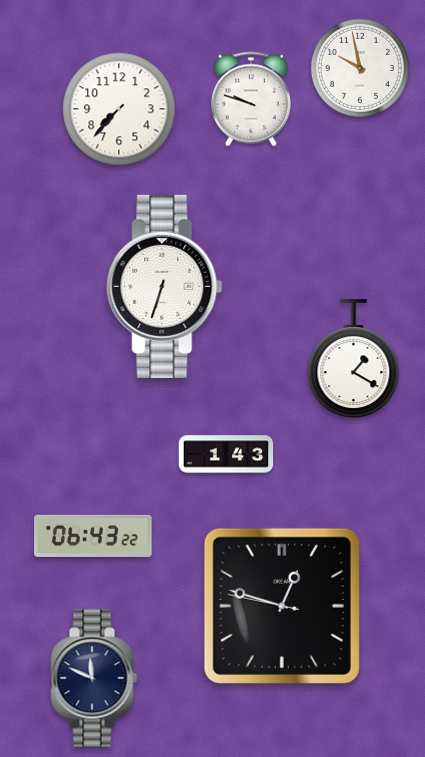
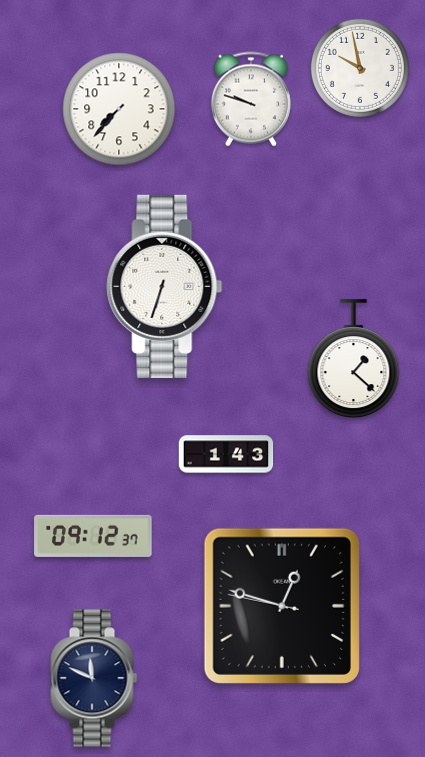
clock at (354, 359): 1:20 -> 1:22
clock at (93, 536): 06:43 -> 09:12
